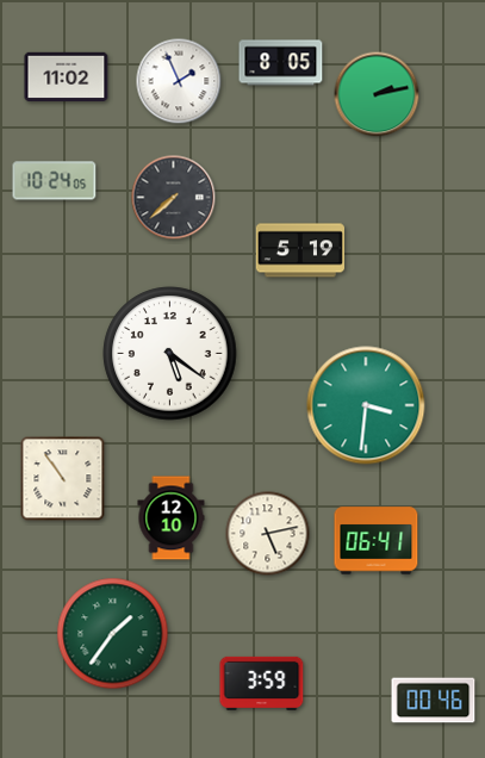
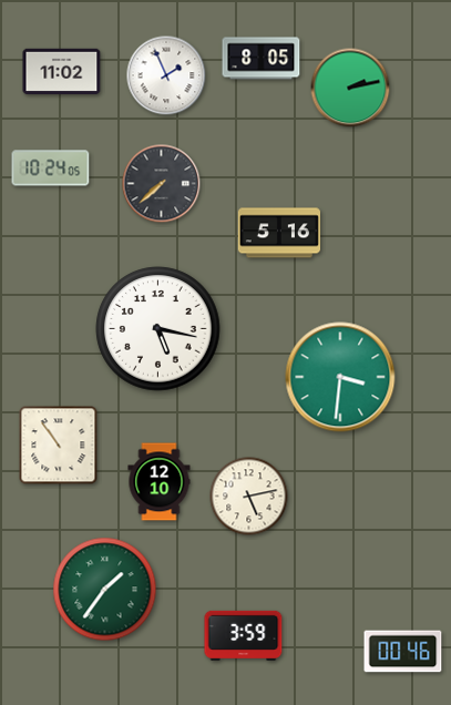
clock at (299, 250): 5:19 -> 5:16
clock at (170, 354): 5:21 -> 5:17
clock at (377, 541): 06:41 -> none
